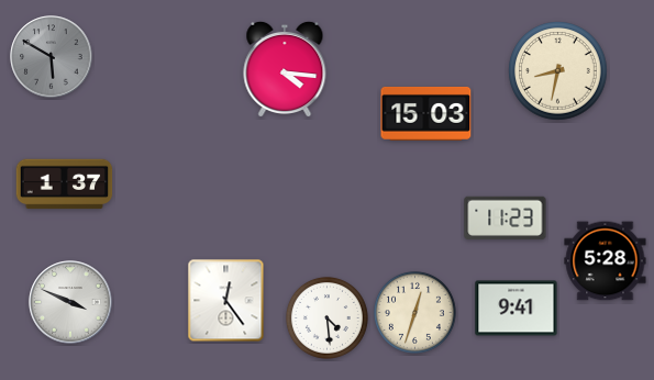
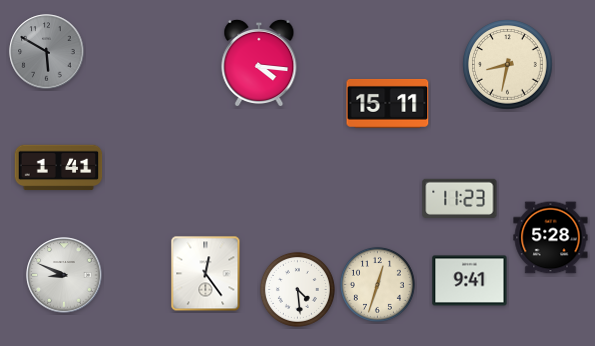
clock at (426, 113): 15:03 -> 15:11
clock at (65, 185): 1:37 -> 1:41
clock at (70, 302): 3:49 -> 8:49
